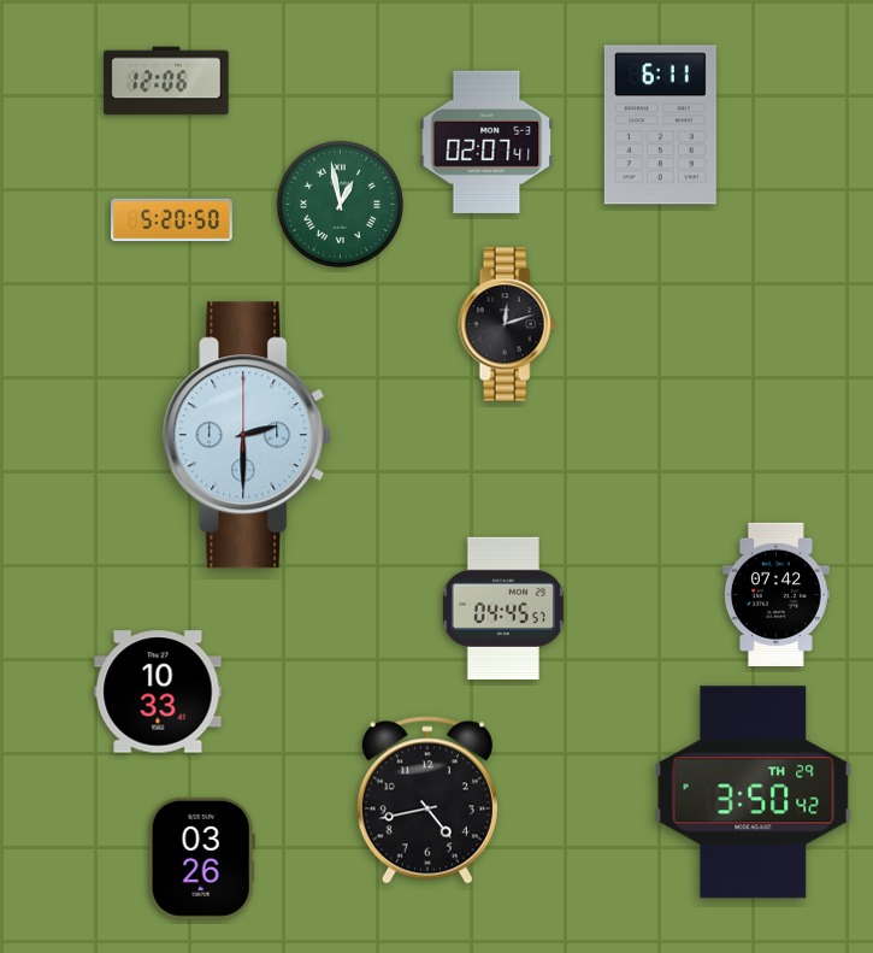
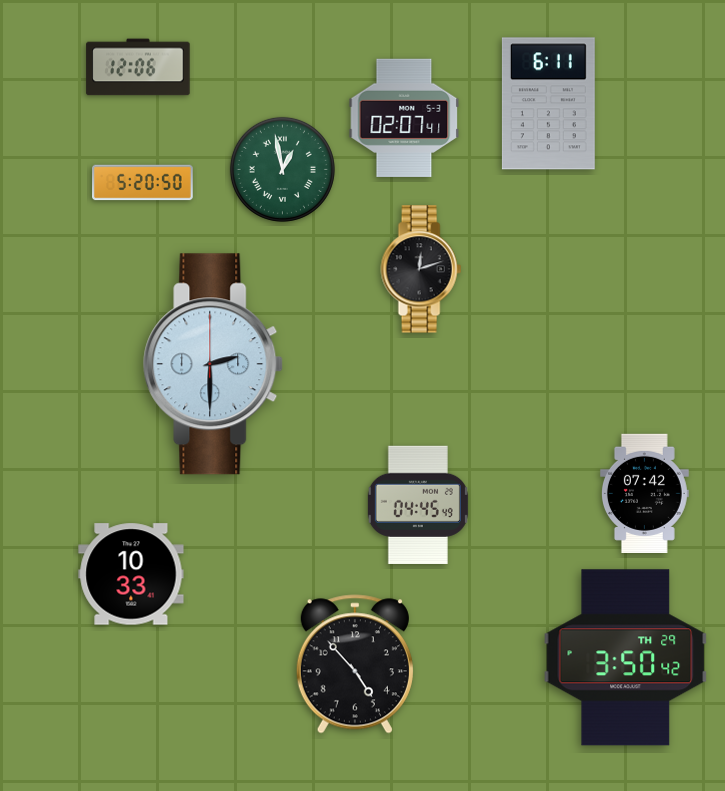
clock at (248, 435) position: (248, 435) -> (214, 364)
clock at (503, 607): 04:45:57 -> 04:45:49
clock at (427, 800): 4:43 -> 4:53
clock at (201, 858): 03:26 -> none
